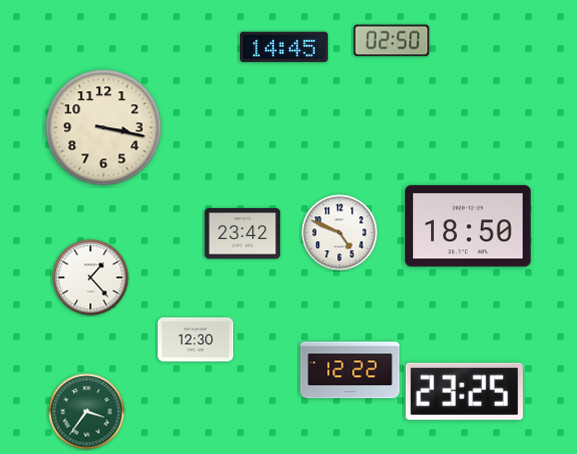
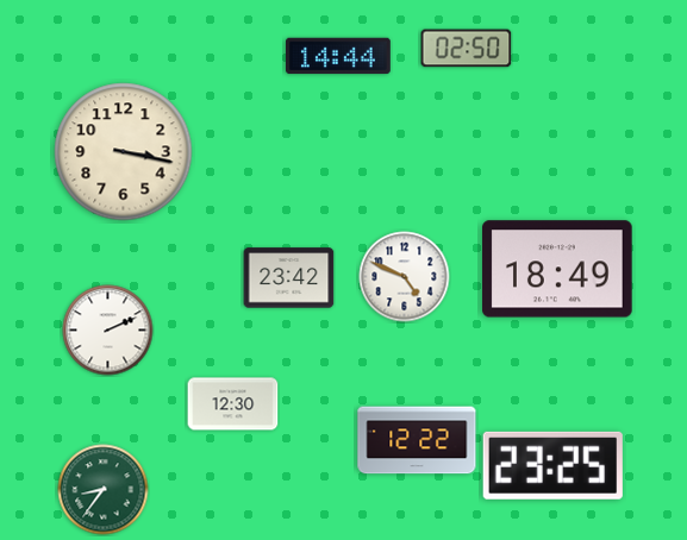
clock at (284, 47): 14:45 -> 14:44
clock at (468, 226): 18:50 -> 18:49
clock at (91, 278): 1:23 -> 2:11
clock at (87, 412): 3:36 -> 8:36
